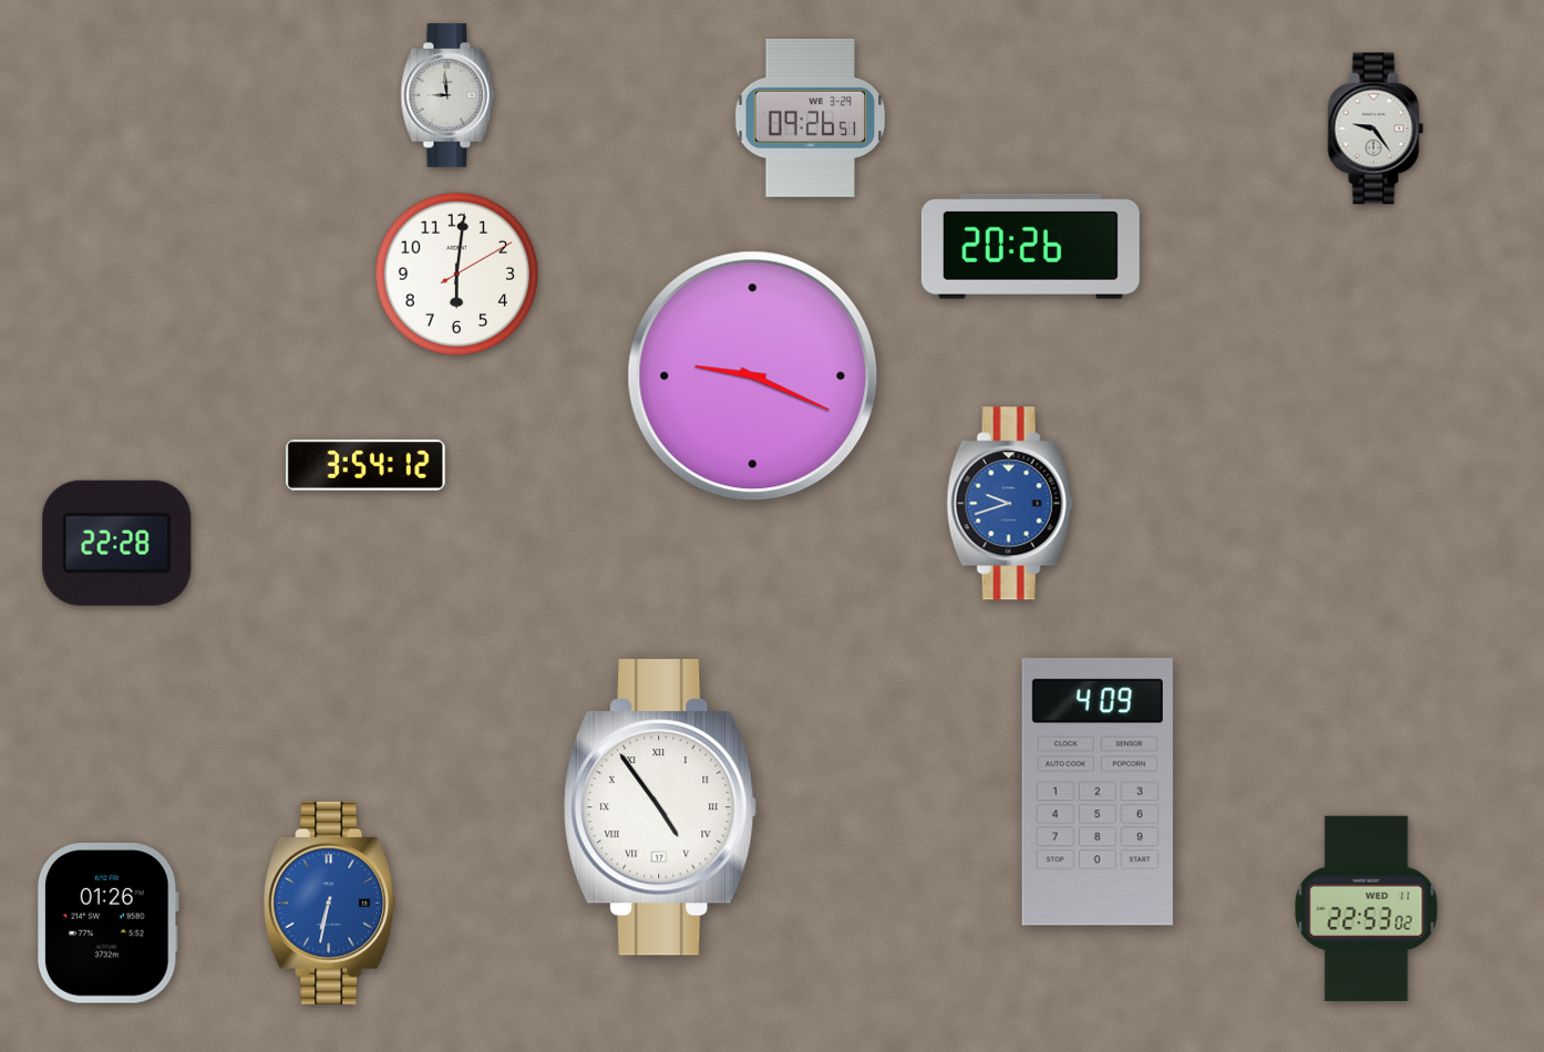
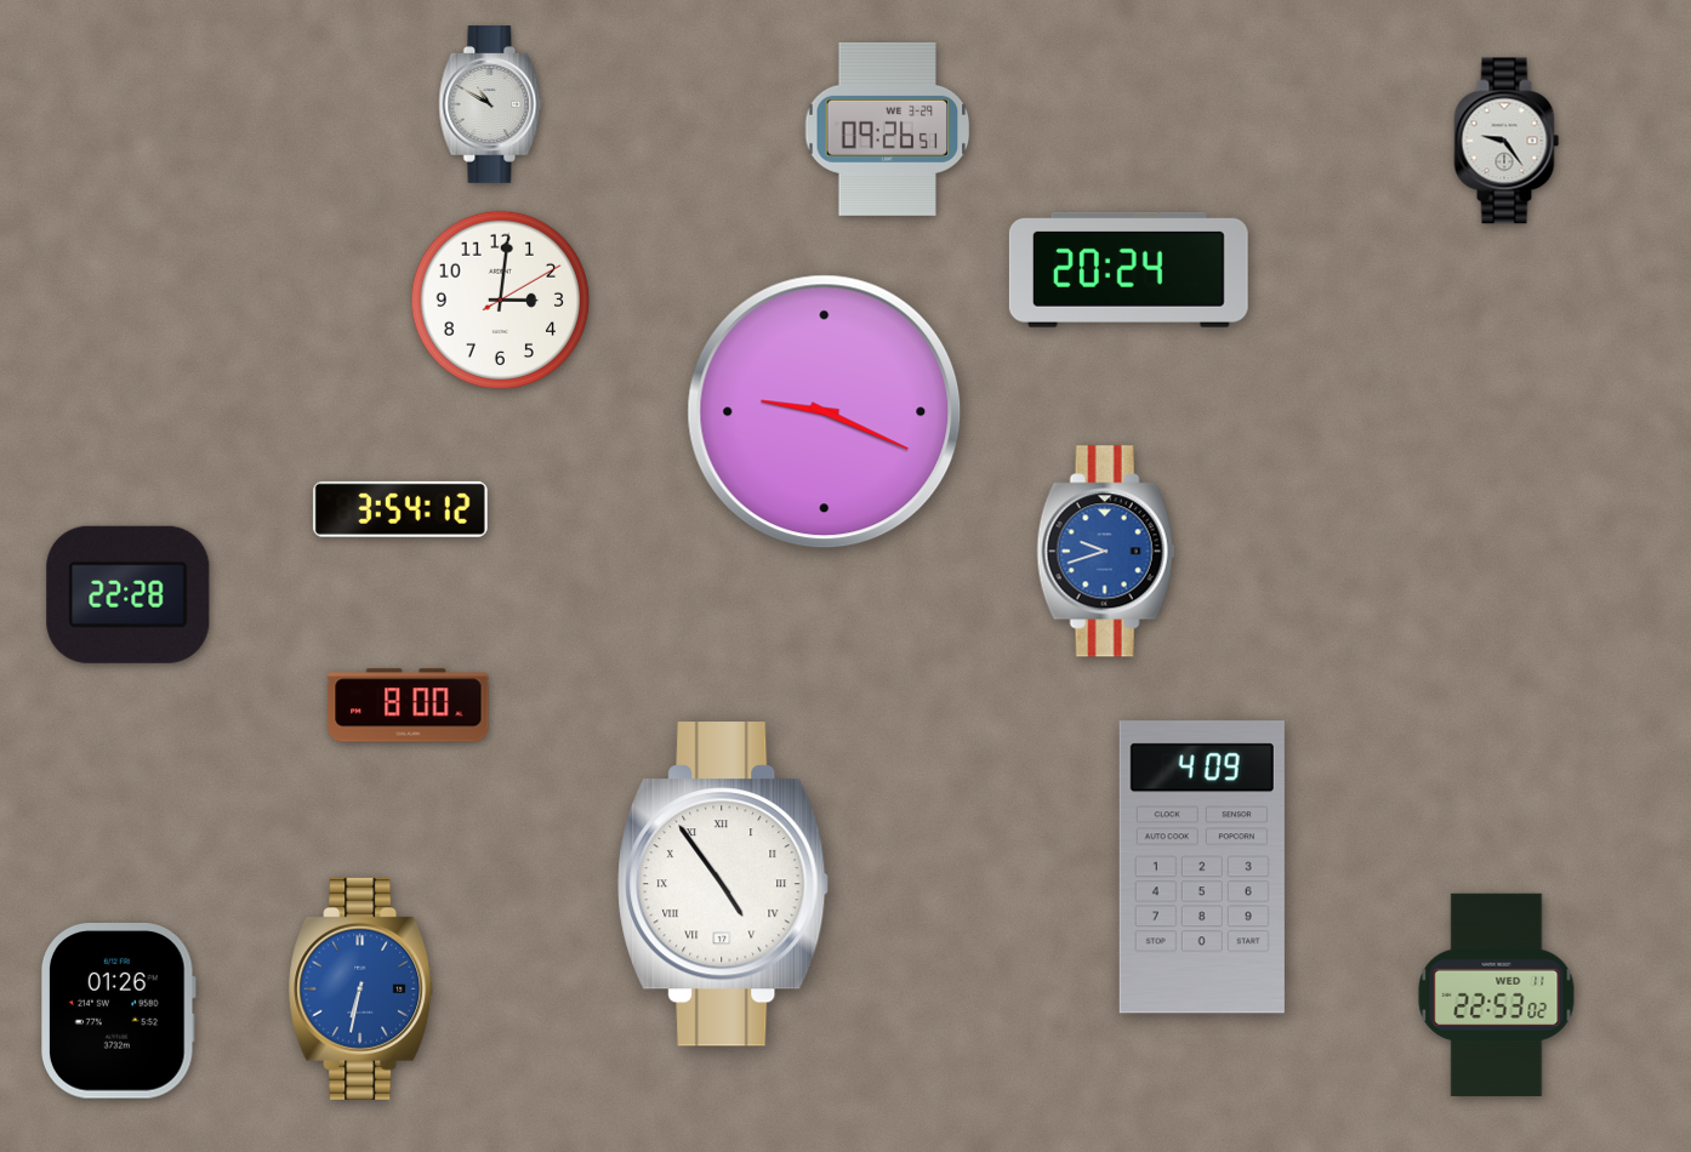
clock at (447, 96): 8:59 -> 10:50
clock at (1030, 246): 20:26 -> 20:24
clock at (457, 275): 6:01 -> 3:01
clock at (409, 706): none -> 8:00
